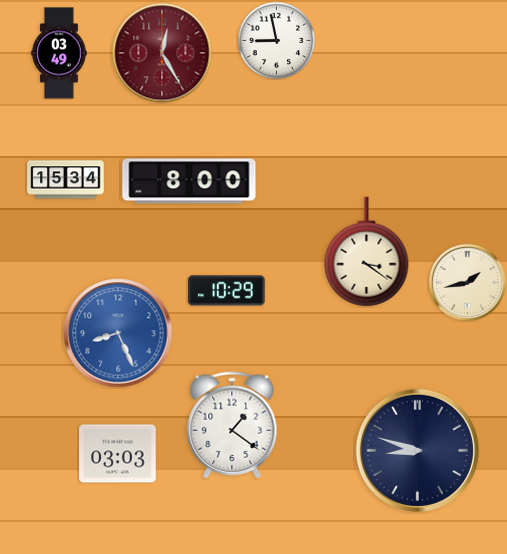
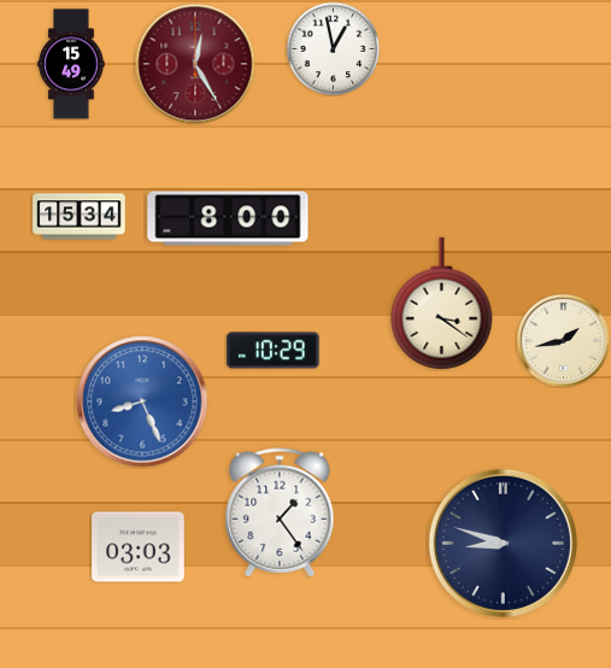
clock at (276, 40): 8:58 -> 12:58
clock at (59, 53): 03:49 -> 15:49
clock at (232, 425): 1:21 -> 1:24
clock at (118, 454) position: (118, 454) -> (139, 547)
